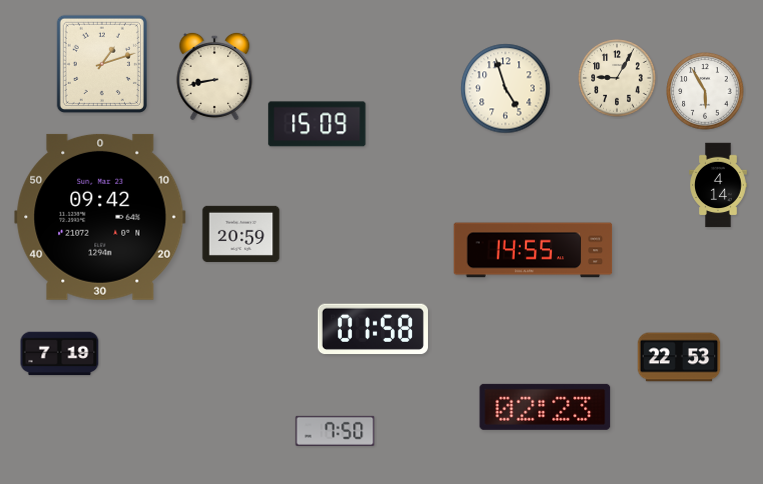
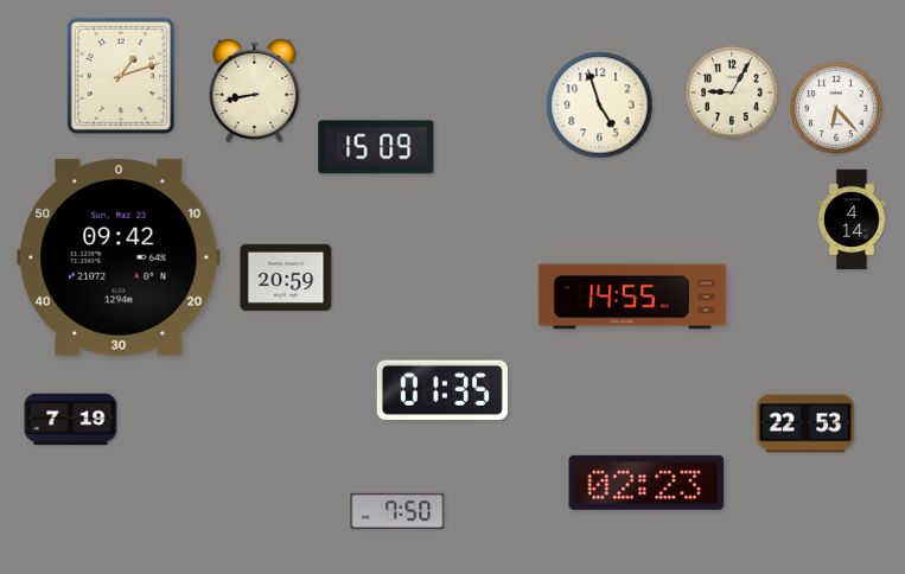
clock at (705, 91): 5:55 -> 6:23
clock at (373, 329): 01:58 -> 01:35
